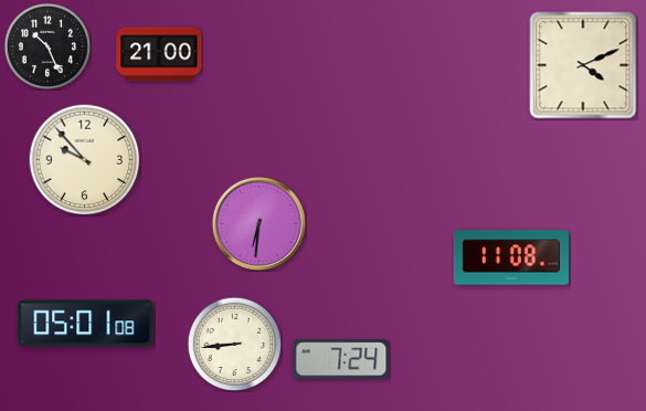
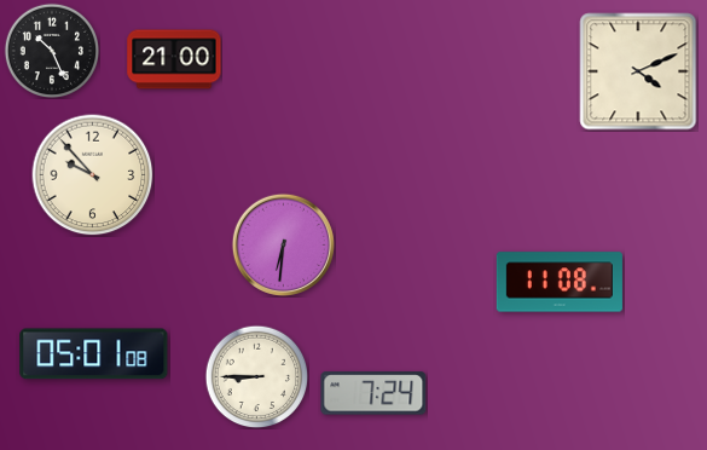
clock at (234, 344): 8:44 -> 8:45
